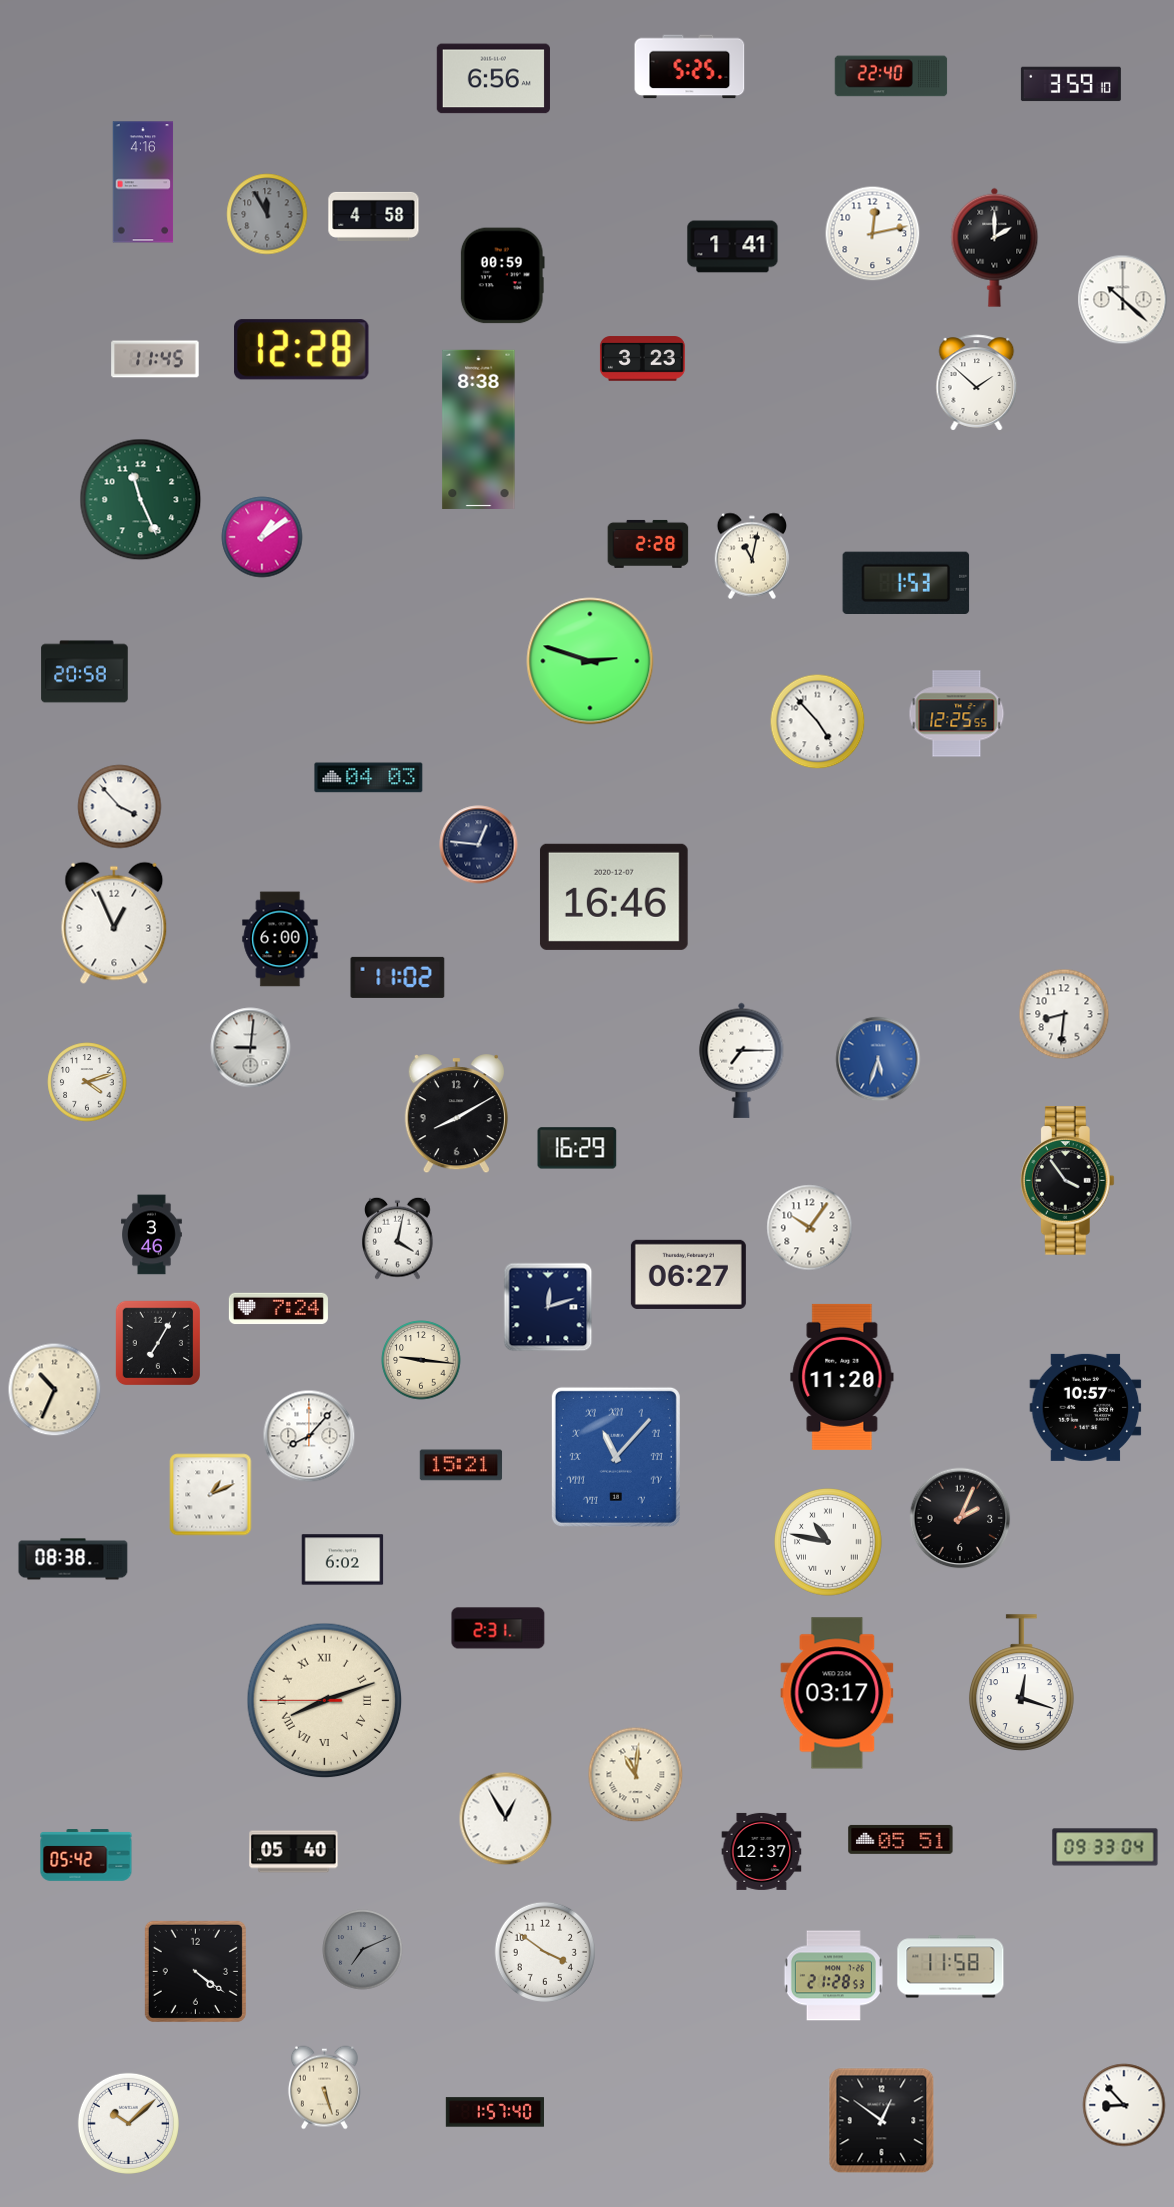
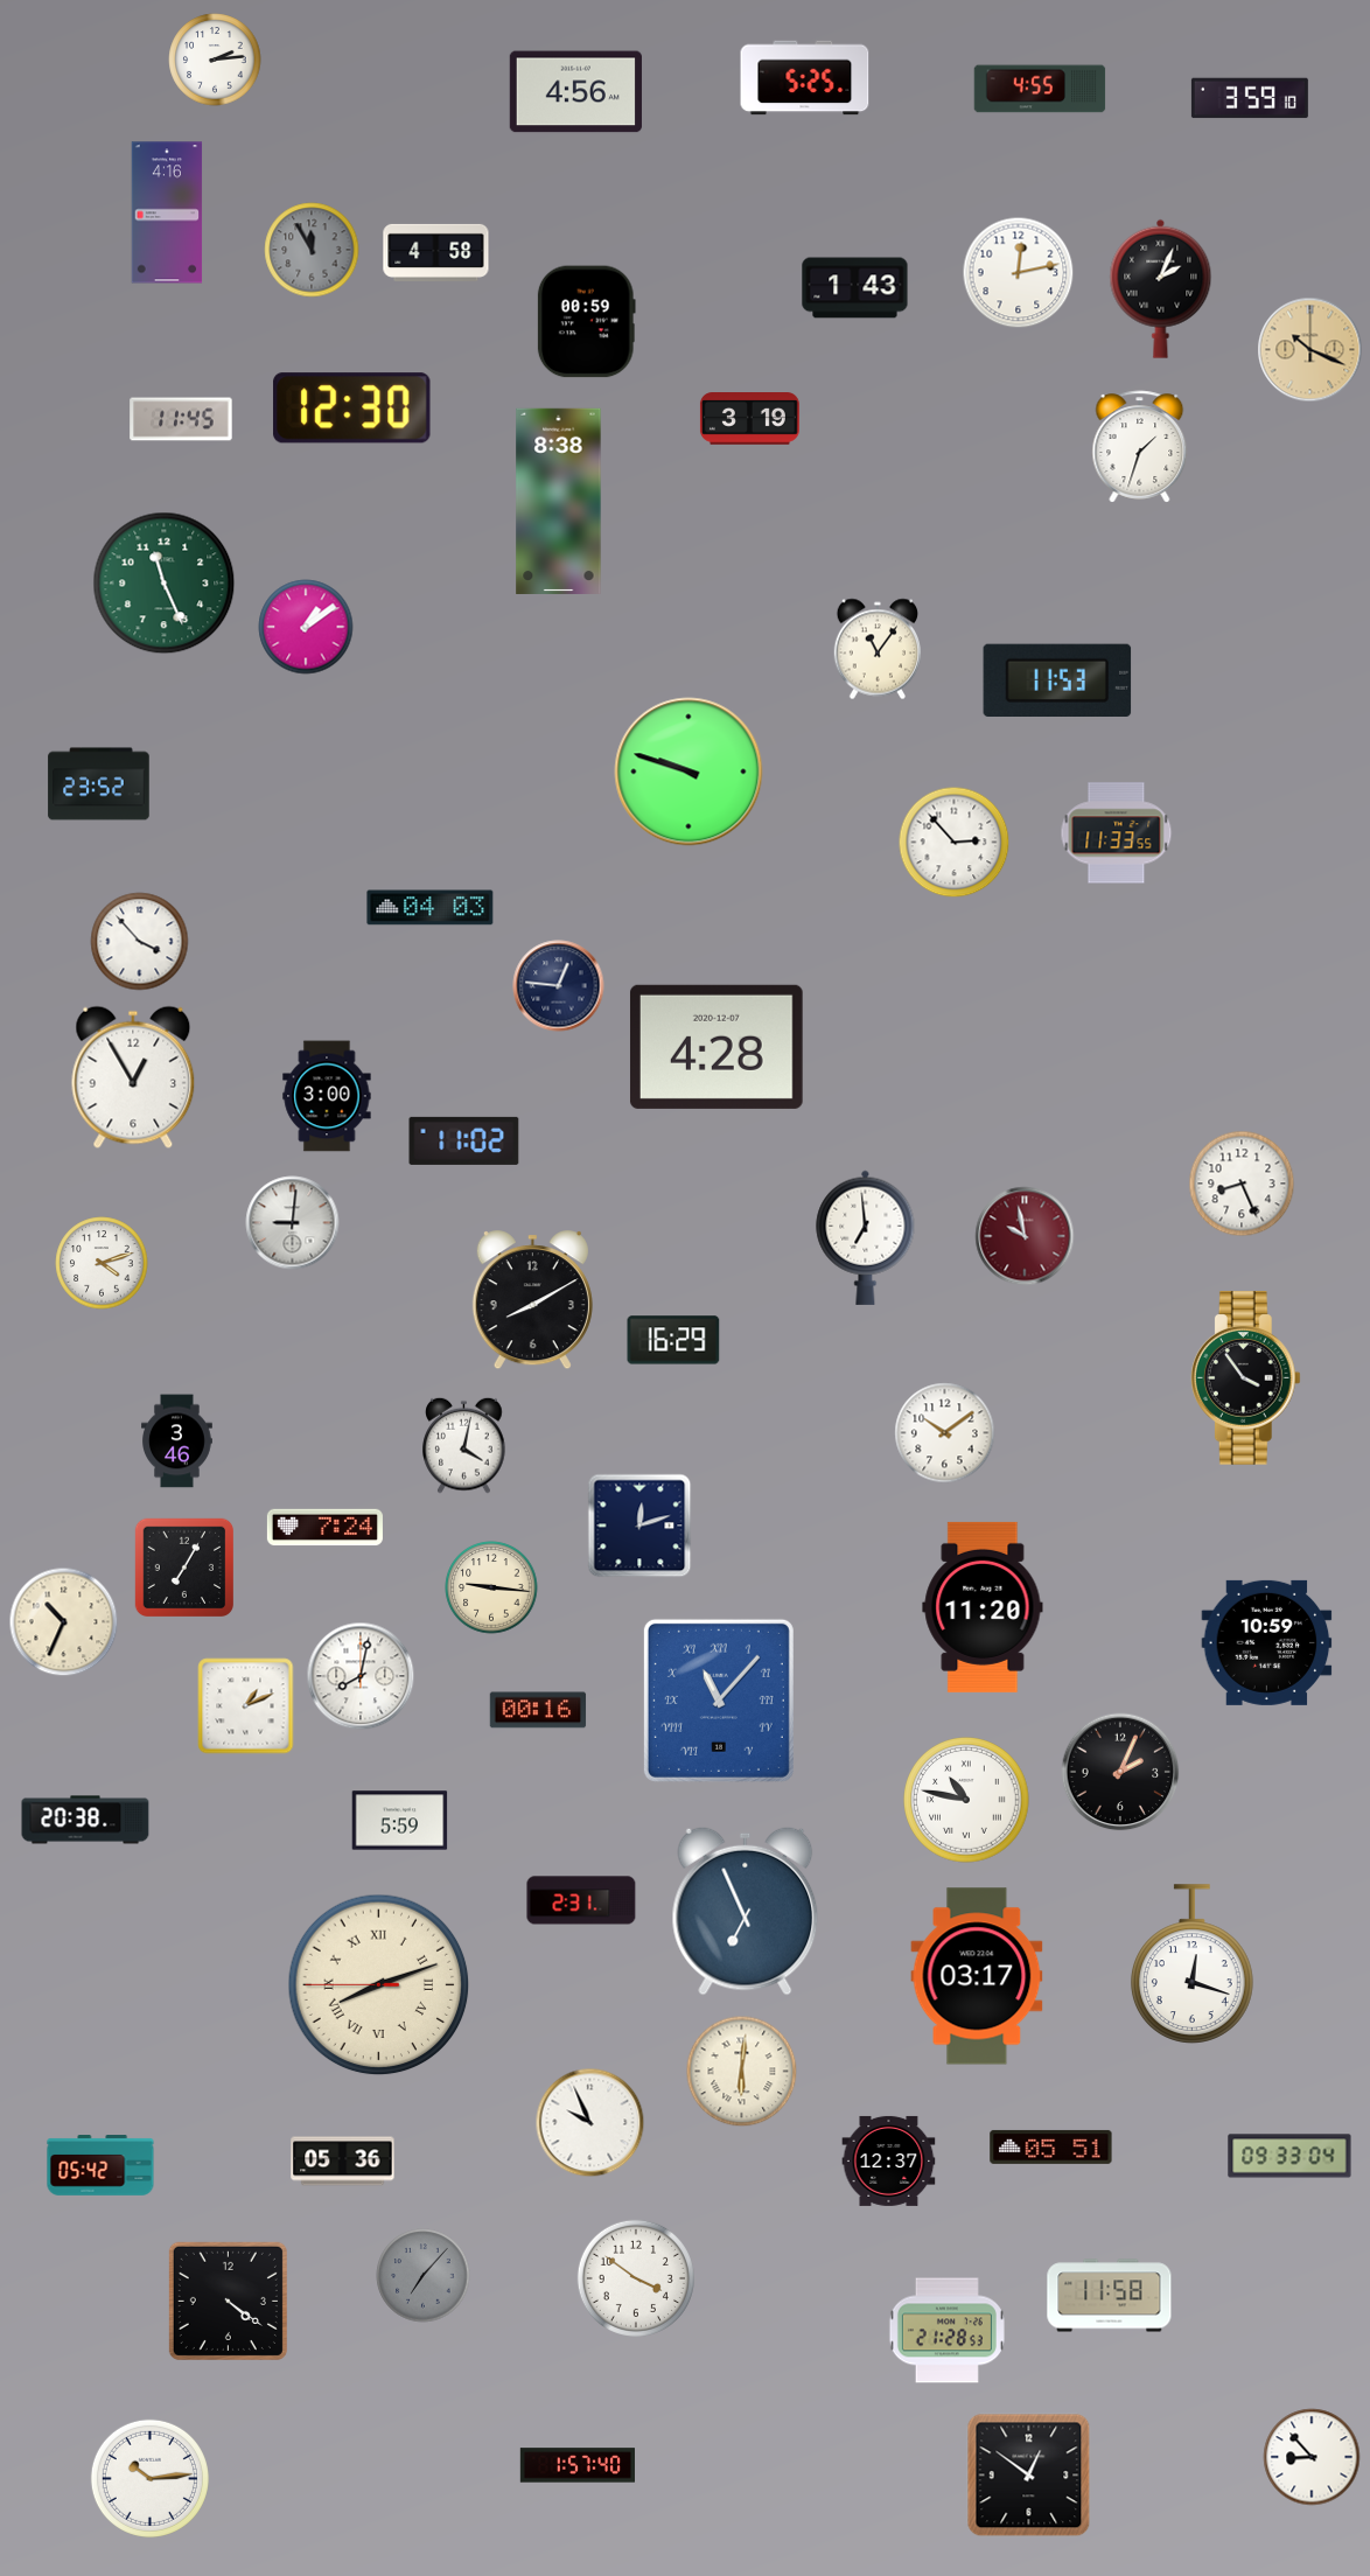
clock at (215, 60): none -> 2:14
clock at (891, 76): 22:40 -> 4:55
clock at (493, 79): 6:56 -> 4:56
clock at (733, 247): 1:41 -> 1:43
clock at (995, 247): 2:00 -> 2:04
clock at (1123, 300): 10:22 -> 10:19
clock at (1123, 300) dial: white -> champagne
clock at (302, 350): 12:28 -> 12:30
clock at (642, 359): 3:23 -> 3:19
clock at (977, 383): 1:52 -> 1:33
clock at (648, 544): 2:28 -> none
clock at (751, 556): 11:02 -> 11:06
clock at (906, 582): 1:53 -> 11:53
clock at (590, 661): 2:48 -> 9:48
clock at (85, 672): 20:58 -> 23:52
clock at (957, 714): 12:25 -> 11:33
clock at (818, 722): 4:53 -> 2:53
clock at (614, 897): 16:46 -> 4:28
clock at (114, 923): 12:56 -> 12:55
clock at (280, 939): 6:00 -> 3:00
clock at (1064, 1014): 8:31 -> 8:26
clock at (878, 1059): 5:33 -> 9:58
clock at (878, 1059) dial: blue -> burgundy
clock at (742, 1060): 7:15 -> 6:59
clock at (810, 1228): 10:06 -> 10:09
clock at (688, 1274): 06:27 -> none
clock at (1086, 1407): 10:57 -> 10:59
clock at (309, 1436): 8:07 -> 8:02
clock at (461, 1465): 15:21 -> 00:16
clock at (211, 1495) position: (211, 1495) -> (246, 1706)
clock at (73, 1559): 08:38 -> 20:38
clock at (343, 1560): 6:02 -> 5:59
clock at (746, 1911): none -> 6:56
clock at (636, 1775): 11:01 -> 6:01
clock at (506, 1819): 12:55 -> 9:56
clock at (294, 1852): 05:40 -> 05:36
clock at (363, 1950): 7:11 -> 7:07
clock at (833, 1976) position: (833, 1976) -> (946, 2331)
clock at (324, 2088): 5:27 -> none
clock at (128, 2123): 10:08 -> 10:14
